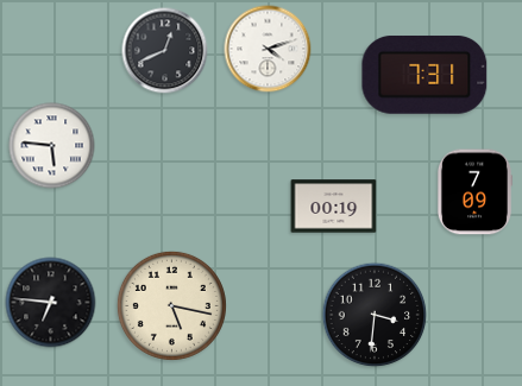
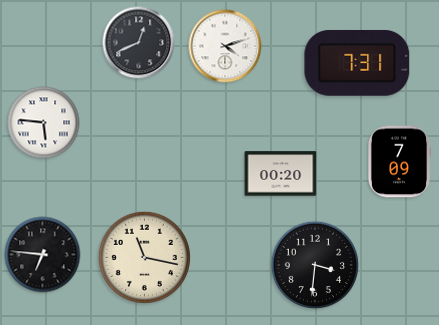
clock at (268, 49) position: (268, 49) -> (225, 46)
clock at (334, 207): 00:19 -> 00:20
clock at (171, 305): 5:17 -> 11:17
